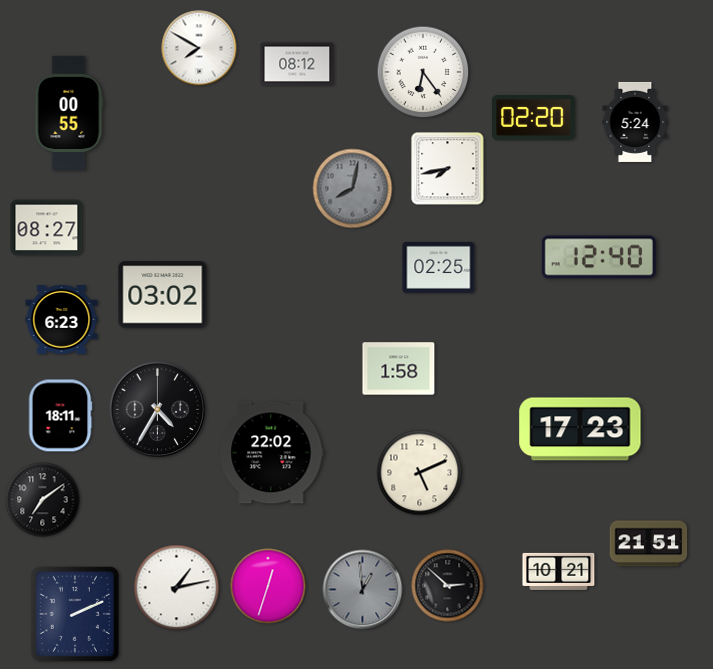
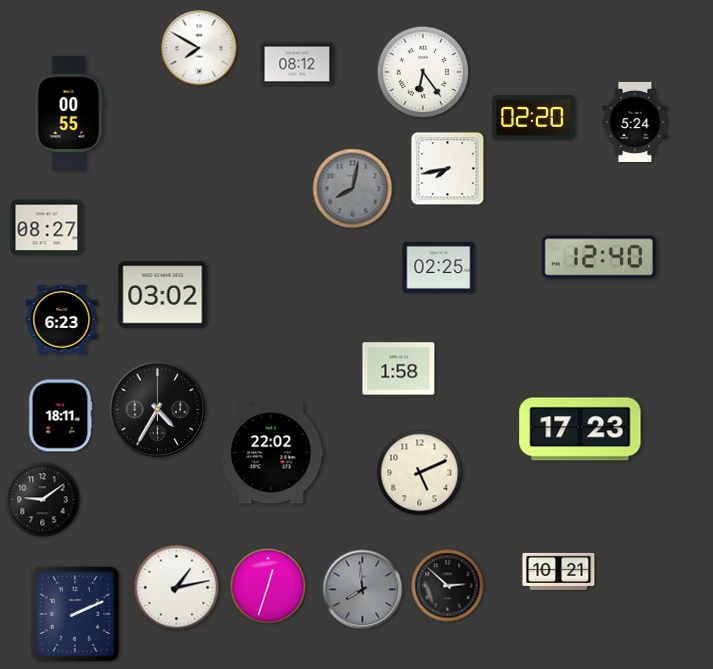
clock at (43, 500): 7:09 -> 9:09
clock at (649, 544): 21:51 -> none
clock at (363, 590): 12:59 -> 7:59
